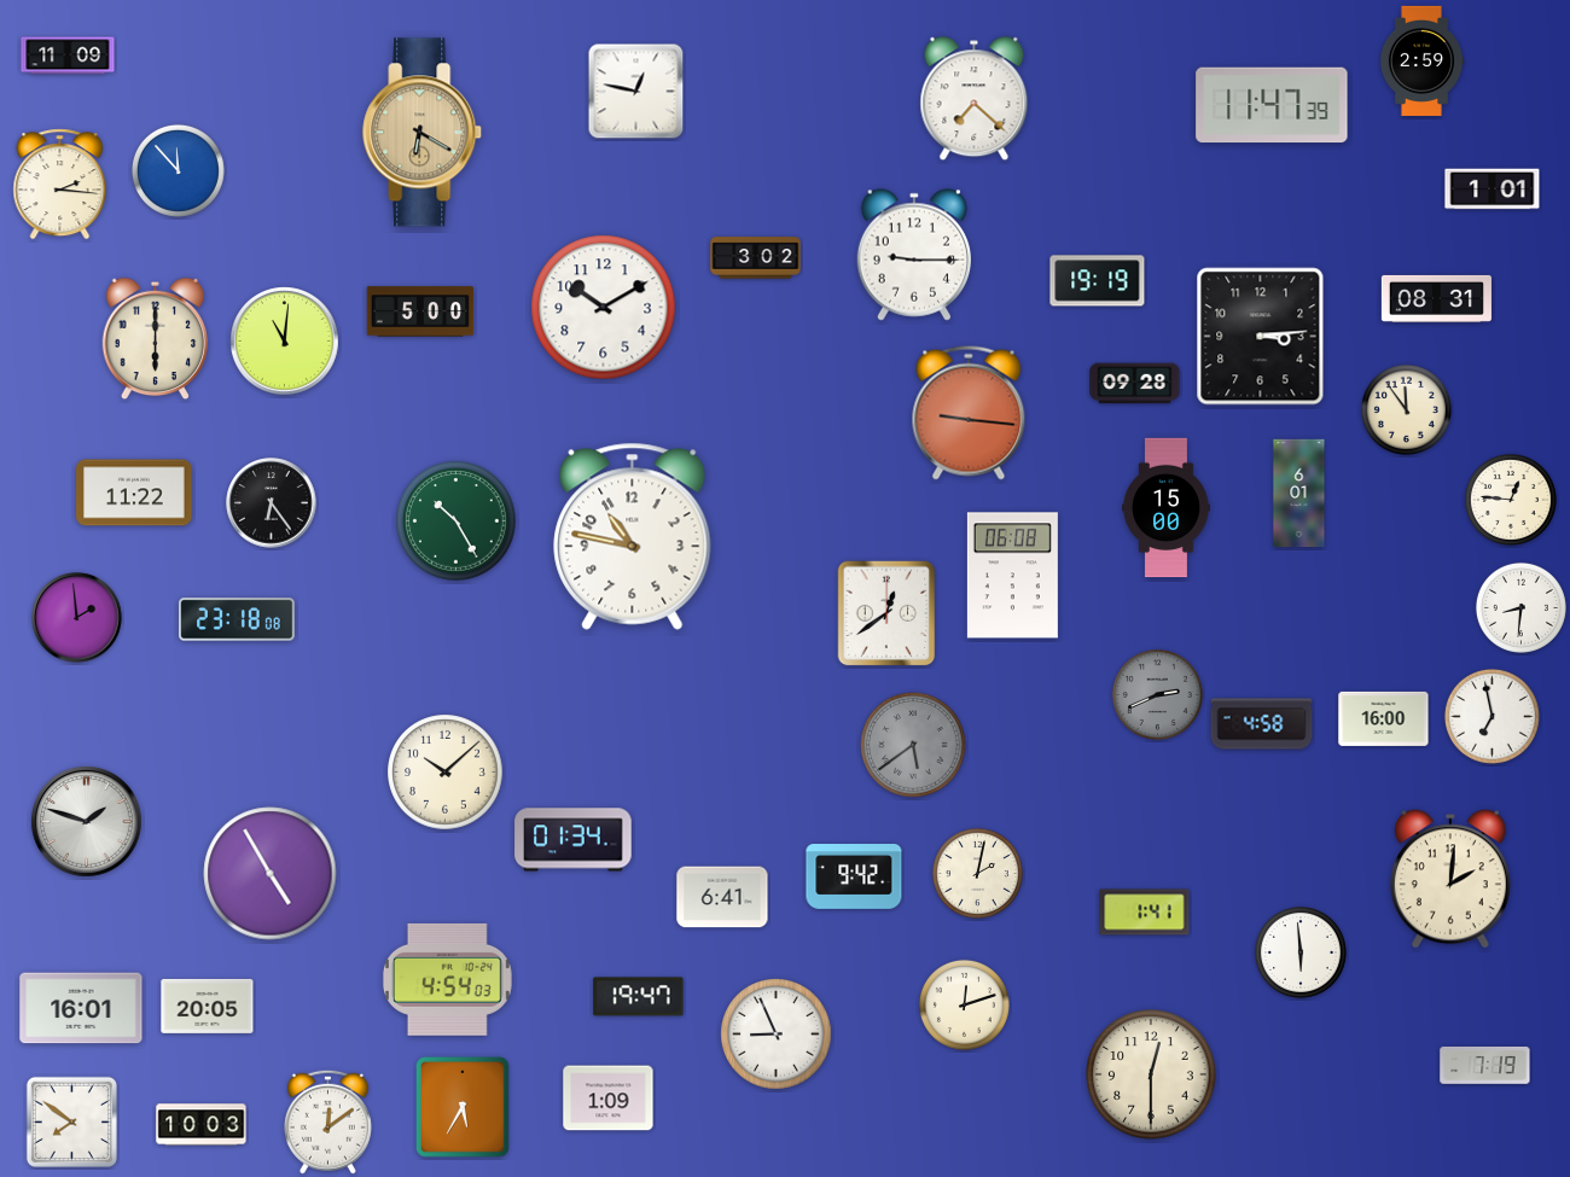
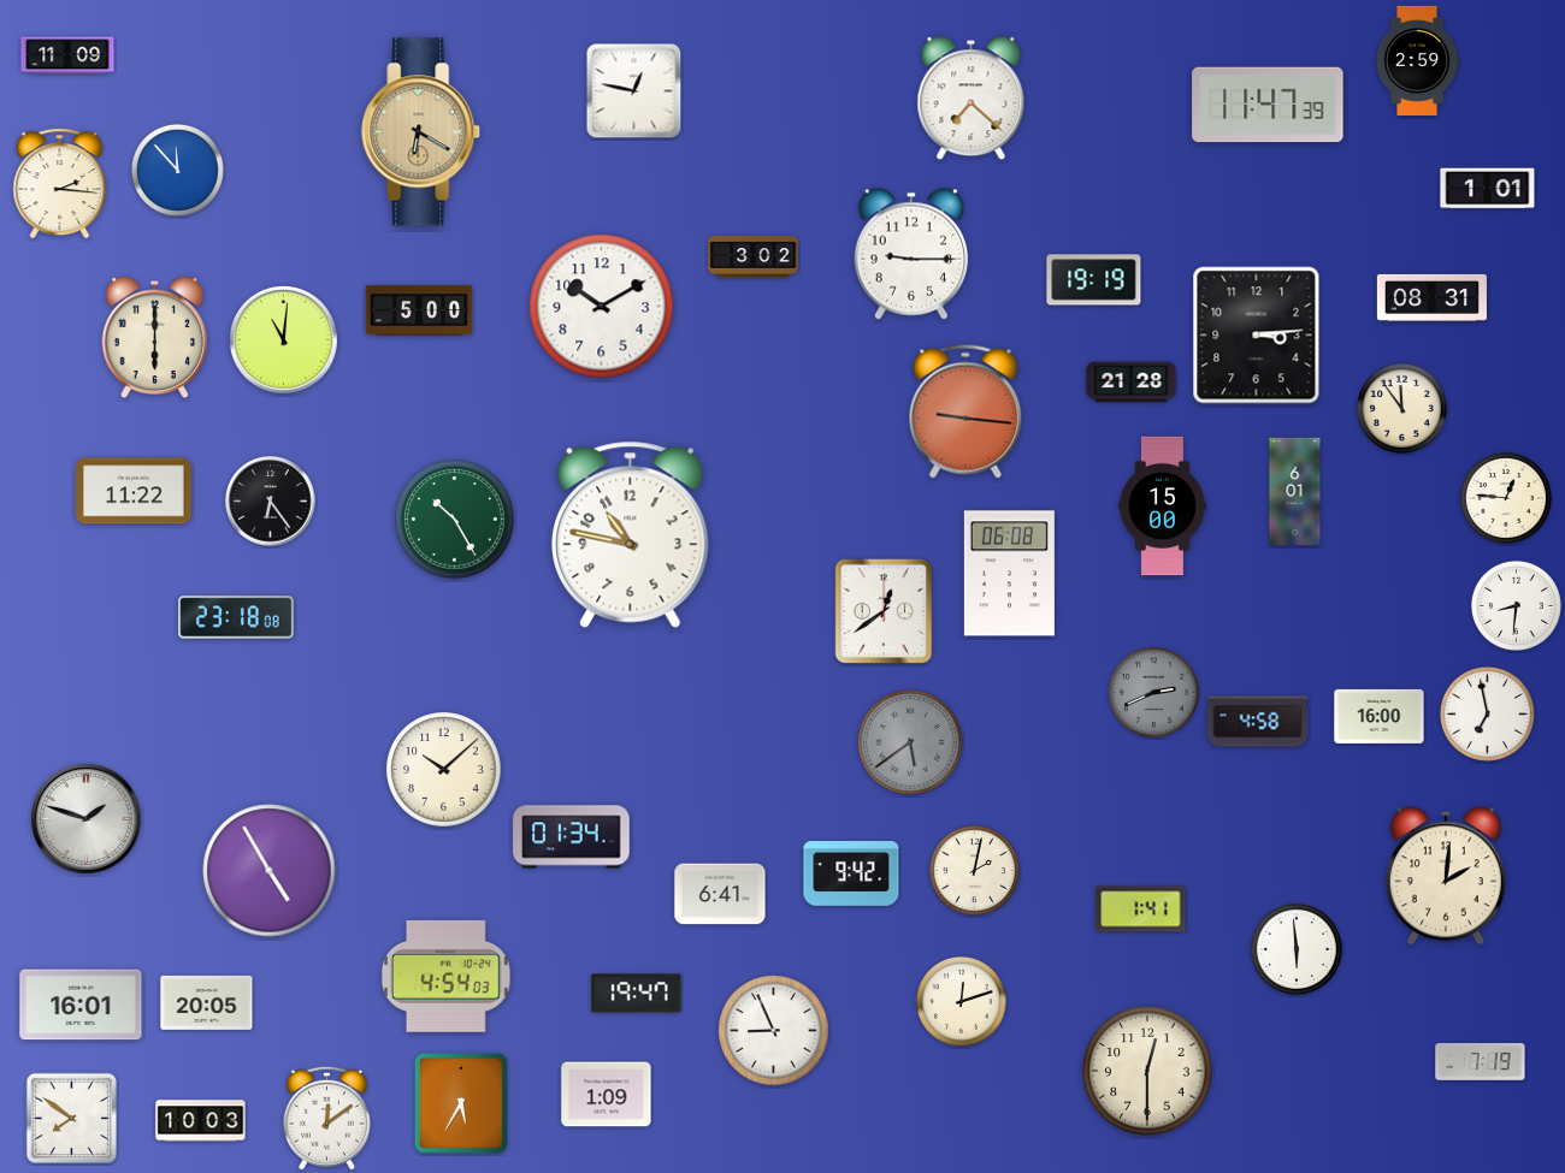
clock at (1135, 384): 09:28 -> 21:28
clock at (77, 618): 1:59 -> none
